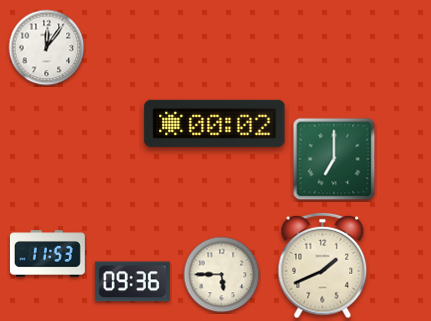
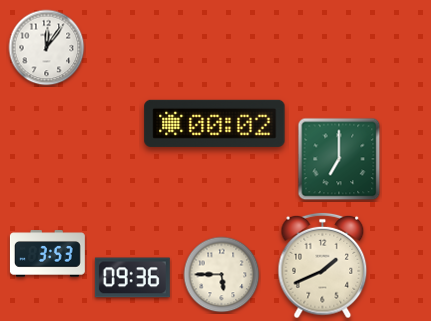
clock at (334, 159) position: (334, 159) -> (339, 159)
clock at (47, 254): 11:53 -> 3:53
clock at (132, 282) position: (132, 282) -> (132, 278)
